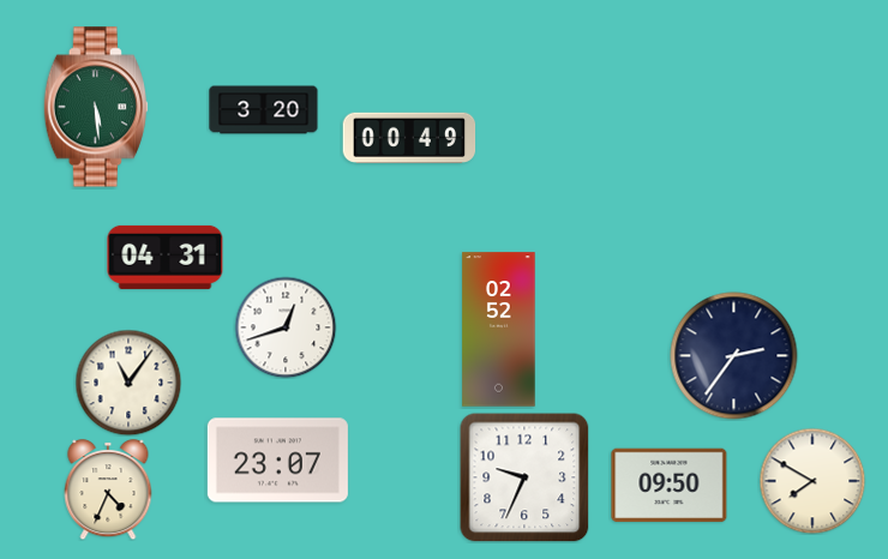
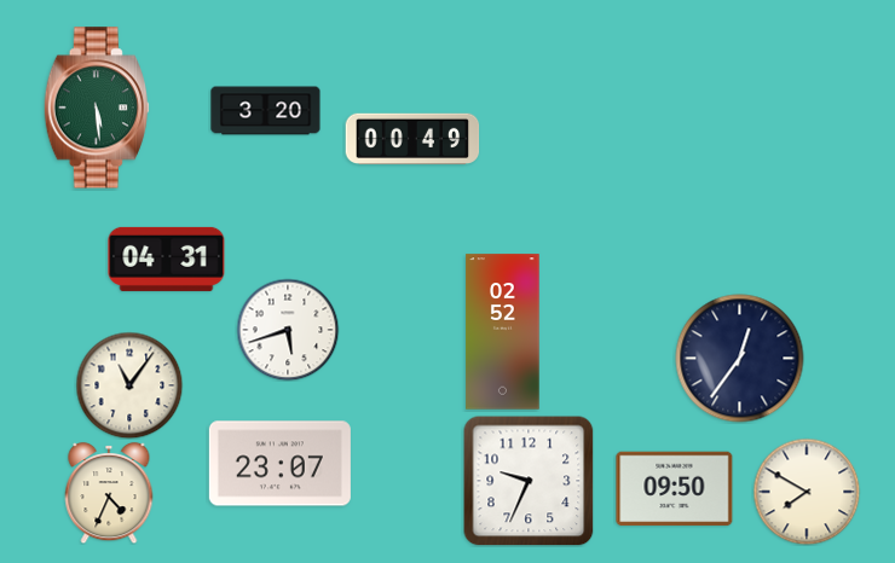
clock at (286, 327): 12:42 -> 5:42
clock at (734, 356): 2:36 -> 12:36
clock at (812, 481) position: (812, 481) -> (807, 492)
